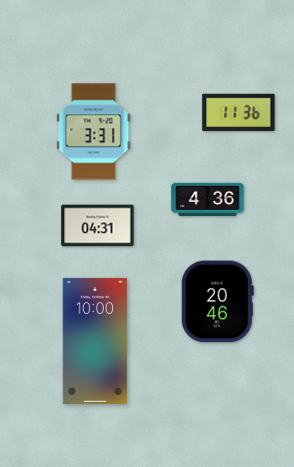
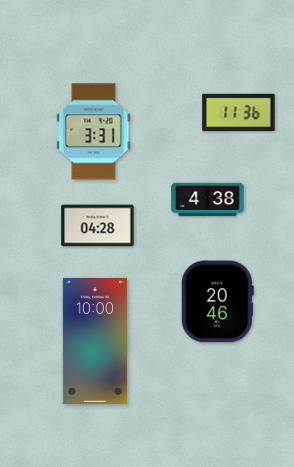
clock at (208, 200): 4:36 -> 4:38
clock at (98, 226): 04:31 -> 04:28
